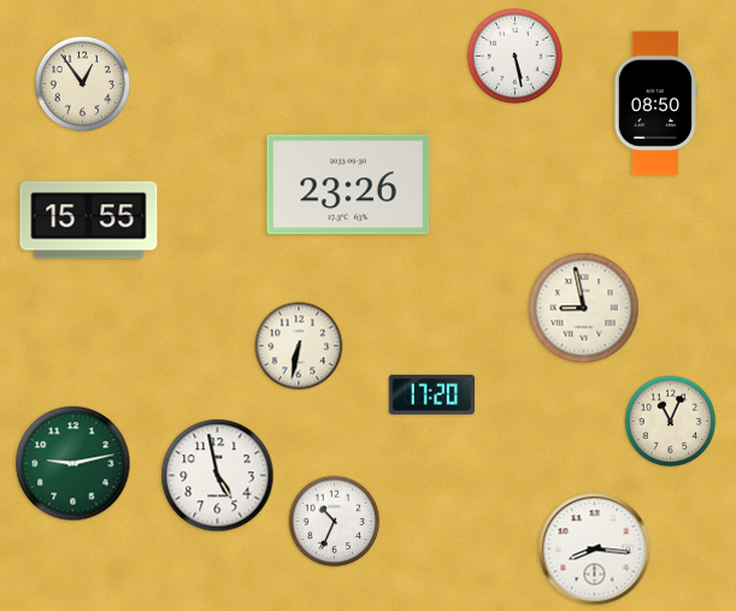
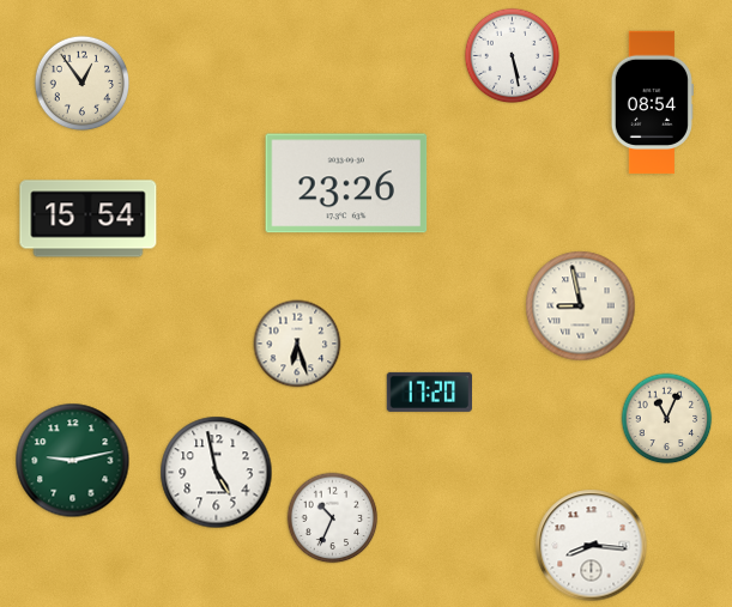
clock at (655, 104): 08:50 -> 08:54
clock at (89, 221): 15:55 -> 15:54
clock at (299, 346): 6:32 -> 6:27
